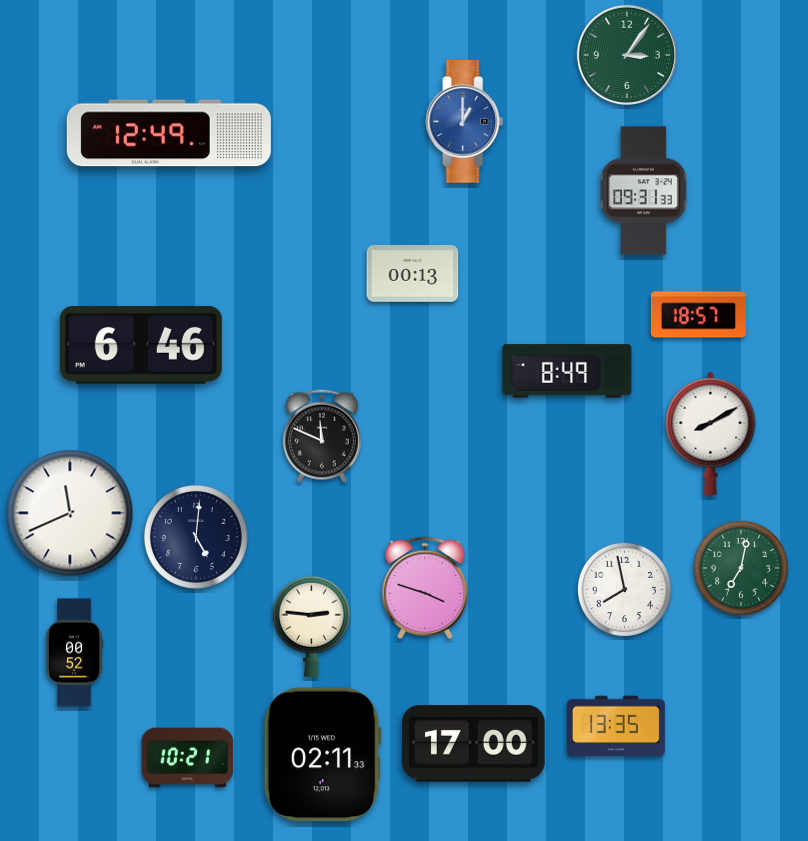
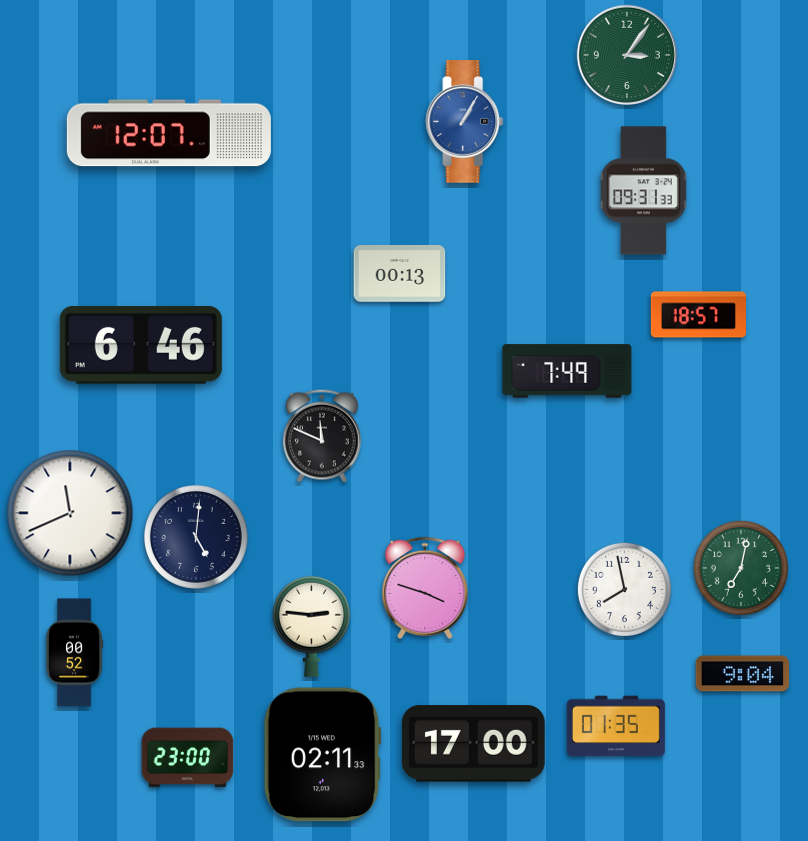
clock at (465, 122): 1:00 -> 1:05
clock at (169, 133): 12:49 -> 12:07
clock at (413, 274) position: (413, 274) -> (400, 274)
clock at (567, 371): 8:49 -> 7:49
clock at (711, 433): 8:10 -> none
clock at (743, 674): none -> 9:04
clock at (616, 726): 13:35 -> 01:35
clock at (188, 758): 10:21 -> 23:00
